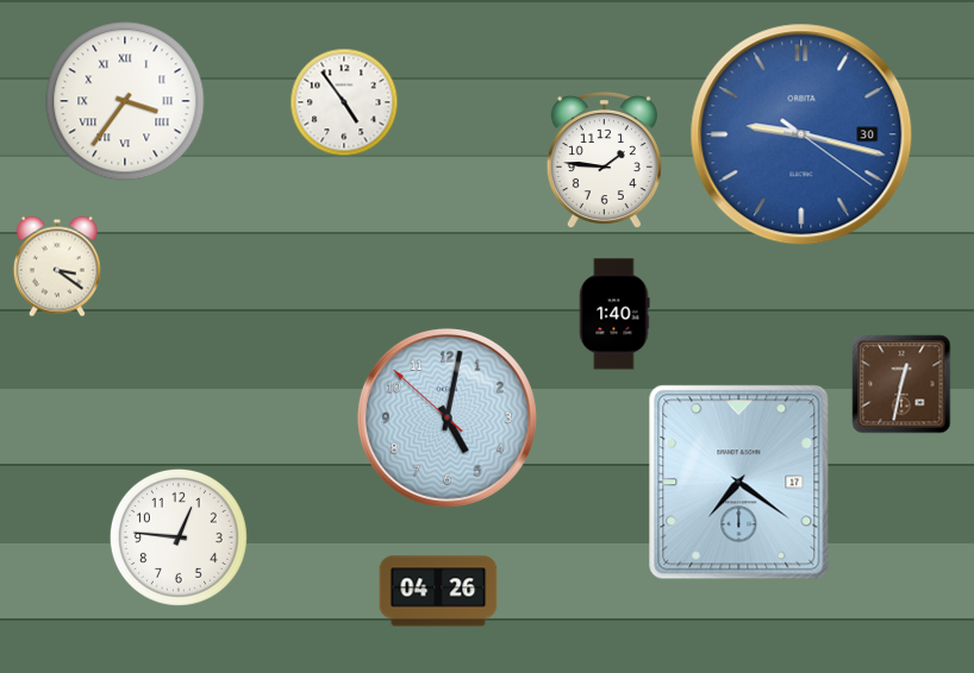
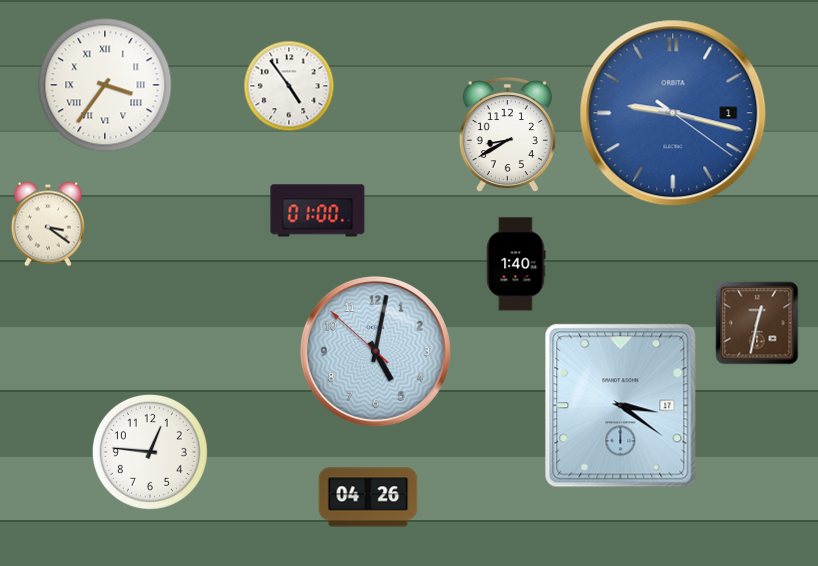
clock at (801, 134) date: 30 -> 1
clock at (604, 162): 1:46 -> 8:40
clock at (318, 211): none -> 01:00
clock at (739, 483): 7:21 -> 3:21
